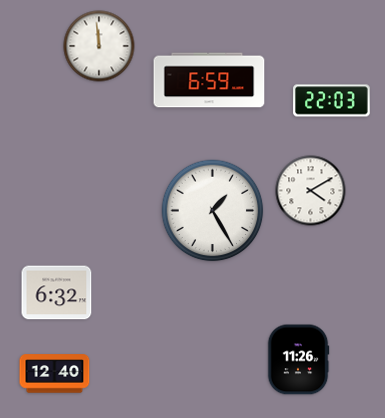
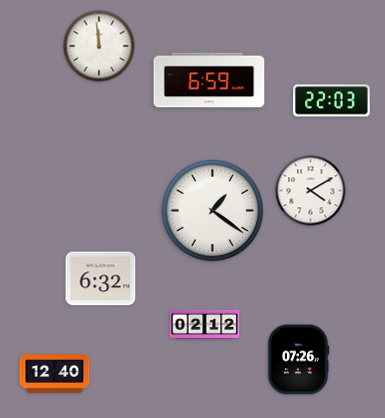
clock at (213, 211): 1:25 -> 1:21
clock at (57, 293) position: (57, 293) -> (101, 279)
clock at (205, 324): none -> 02:12
clock at (298, 360): 11:26 -> 07:26
